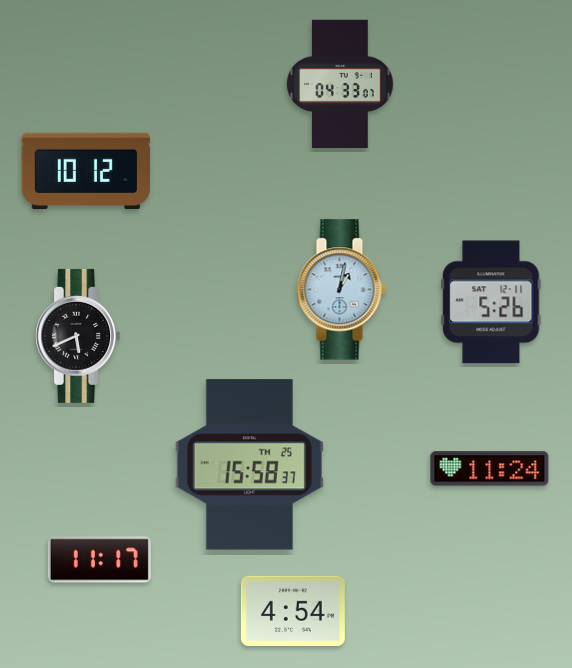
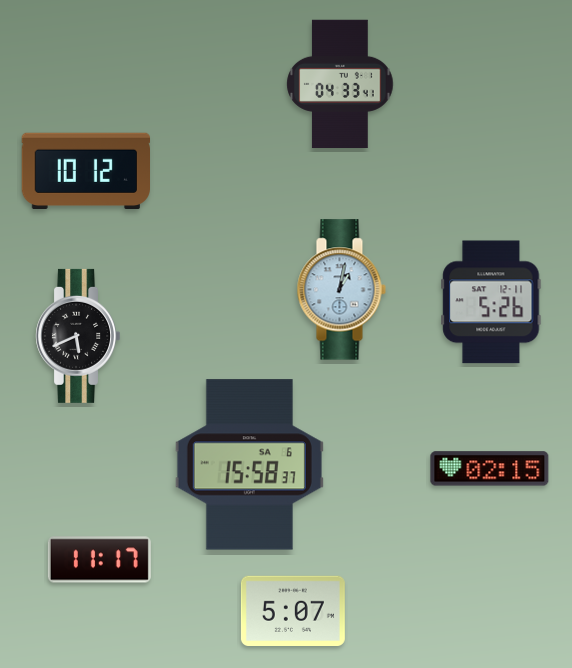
clock at (340, 84): 04:33:07 -> 04:33:41
clock at (249, 465) date: TH 25 -> SA 6
clock at (490, 469): 11:24 -> 02:15
clock at (293, 610): 4:54 -> 5:07
